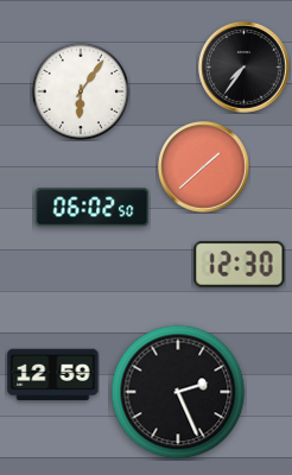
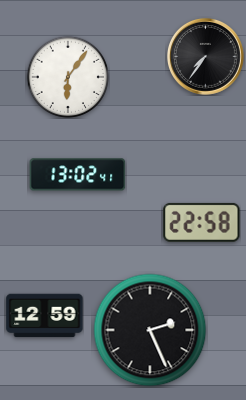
clock at (203, 166): 1:38 -> none
clock at (93, 208): 06:02 -> 13:02
clock at (240, 264): 12:30 -> 22:58
